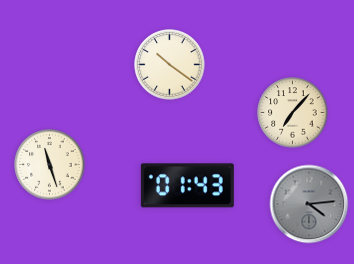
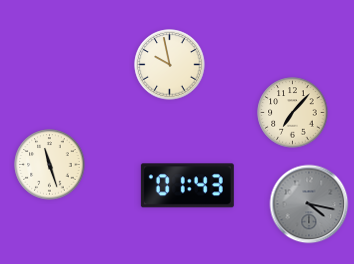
clock at (170, 65): 10:21 -> 9:58
clock at (309, 204): 4:14 -> 4:17
